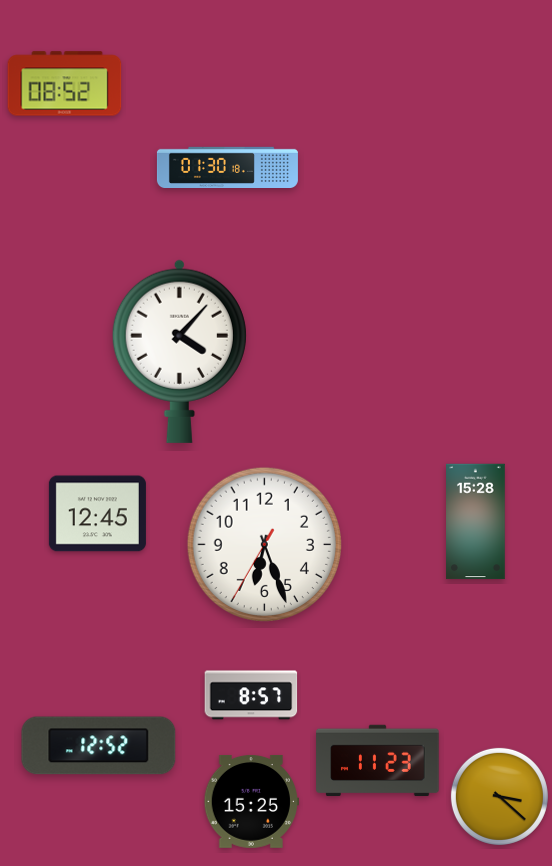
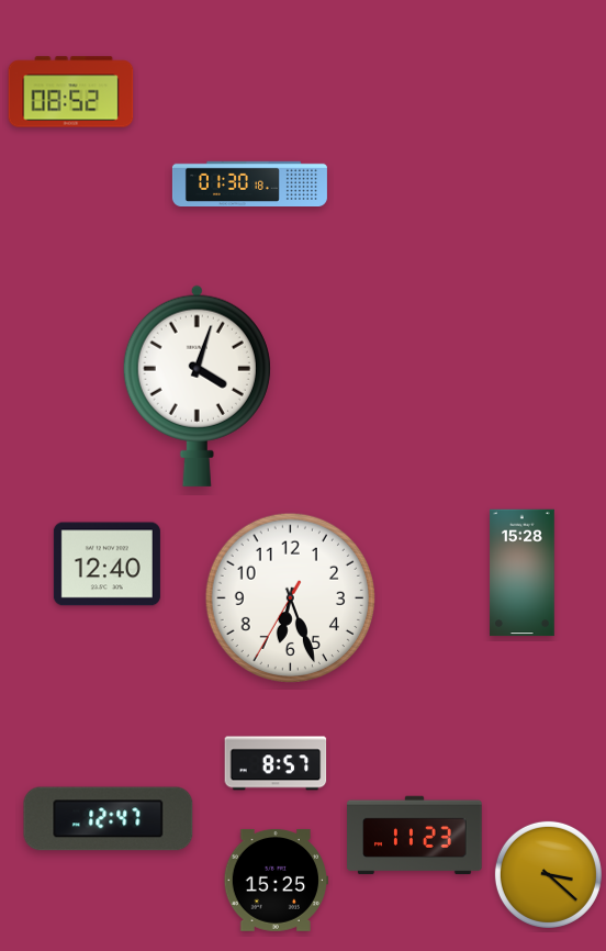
clock at (179, 351): 4:07 -> 4:03
clock at (97, 514): 12:45 -> 12:40
clock at (99, 746): 12:52 -> 12:47
